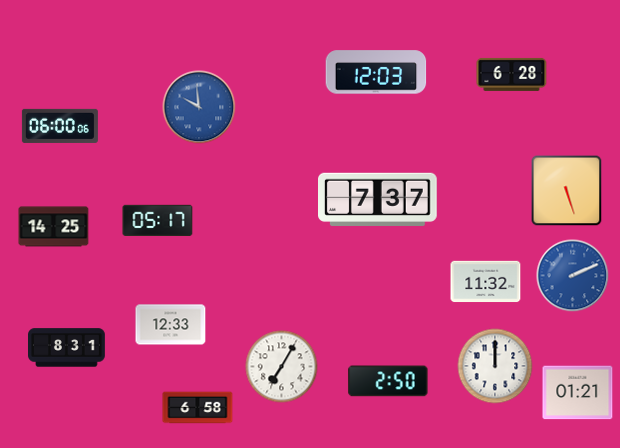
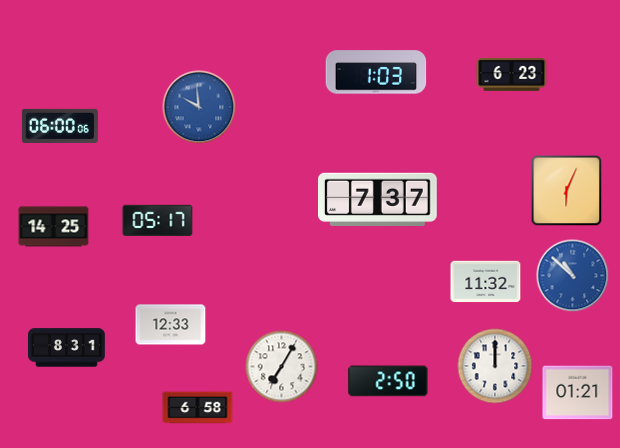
clock at (376, 72): 12:03 -> 1:03
clock at (512, 74): 6:28 -> 6:23
clock at (567, 191): 5:27 -> 6:04
clock at (573, 276): 2:11 -> 10:52
